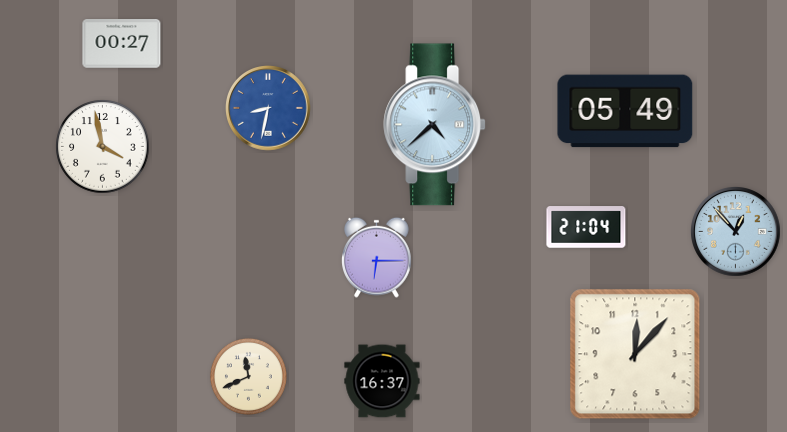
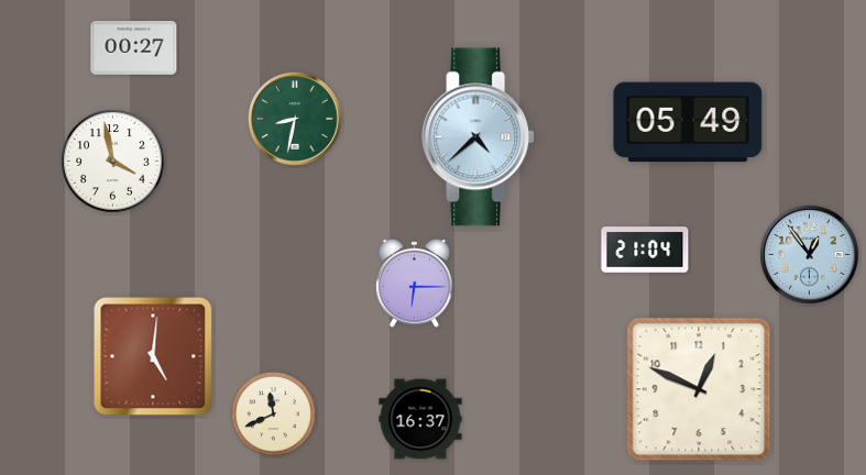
clock at (268, 108) dial: blue -> green
clock at (736, 232): 12:53 -> 12:54
clock at (153, 356): none -> 5:01
clock at (635, 354): 12:07 -> 12:49
